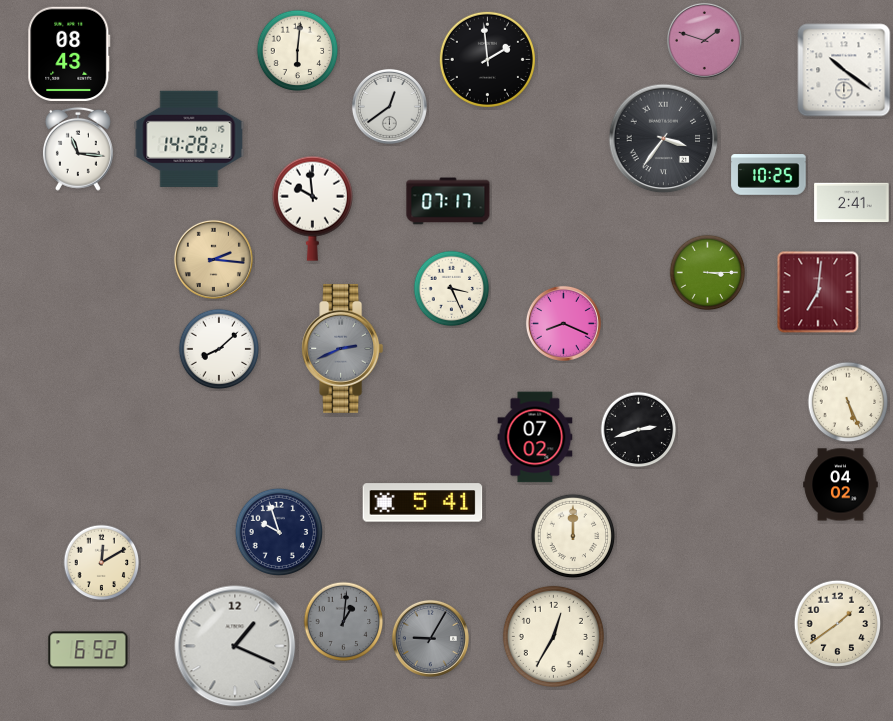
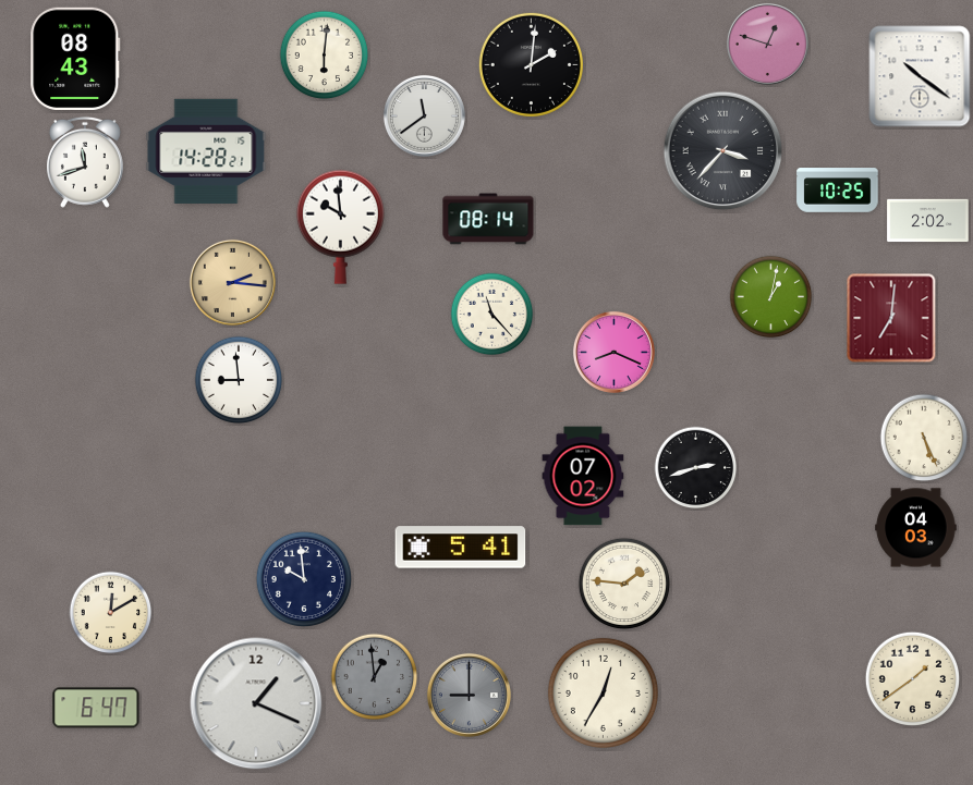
clock at (704, 40): 1:48 -> 12:48
clock at (487, 59): 1:59 -> 2:01
clock at (389, 106): 12:39 -> 11:39
clock at (664, 139): 3:36 -> 3:37
clock at (78, 149): 11:16 -> 11:42
clock at (448, 201): 07:17 -> 08:14
clock at (852, 203): 2:41 -> 2:02
clock at (708, 273): 3:15 -> 1:02
clock at (452, 289): 3:26 -> 11:23
clock at (343, 348): 2:41 -> none
clock at (219, 349): 8:08 -> 8:59
clock at (841, 485): 04:02 -> 04:03
clock at (278, 531): 9:57 -> 9:59
clock at (573, 536): 12:00 -> 1:46
clock at (344, 622): 1:01 -> 12:59
clock at (430, 638): 9:05 -> 9:00
clock at (88, 650): 6:52 -> 6:47
